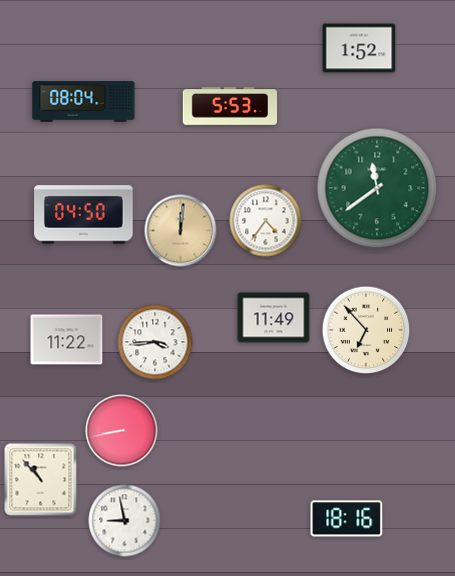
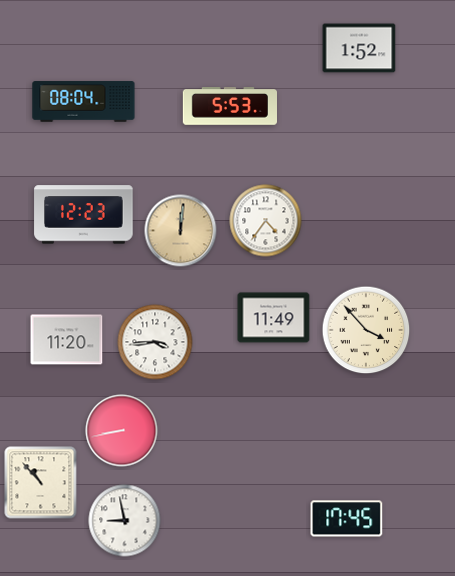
clock at (377, 188): 11:39 -> none
clock at (84, 215): 04:50 -> 12:23
clock at (366, 330): 6:53 -> 3:53
clock at (67, 340): 11:22 -> 11:20
clock at (41, 480) position: (41, 480) -> (41, 483)
clock at (347, 519): 18:16 -> 17:45
